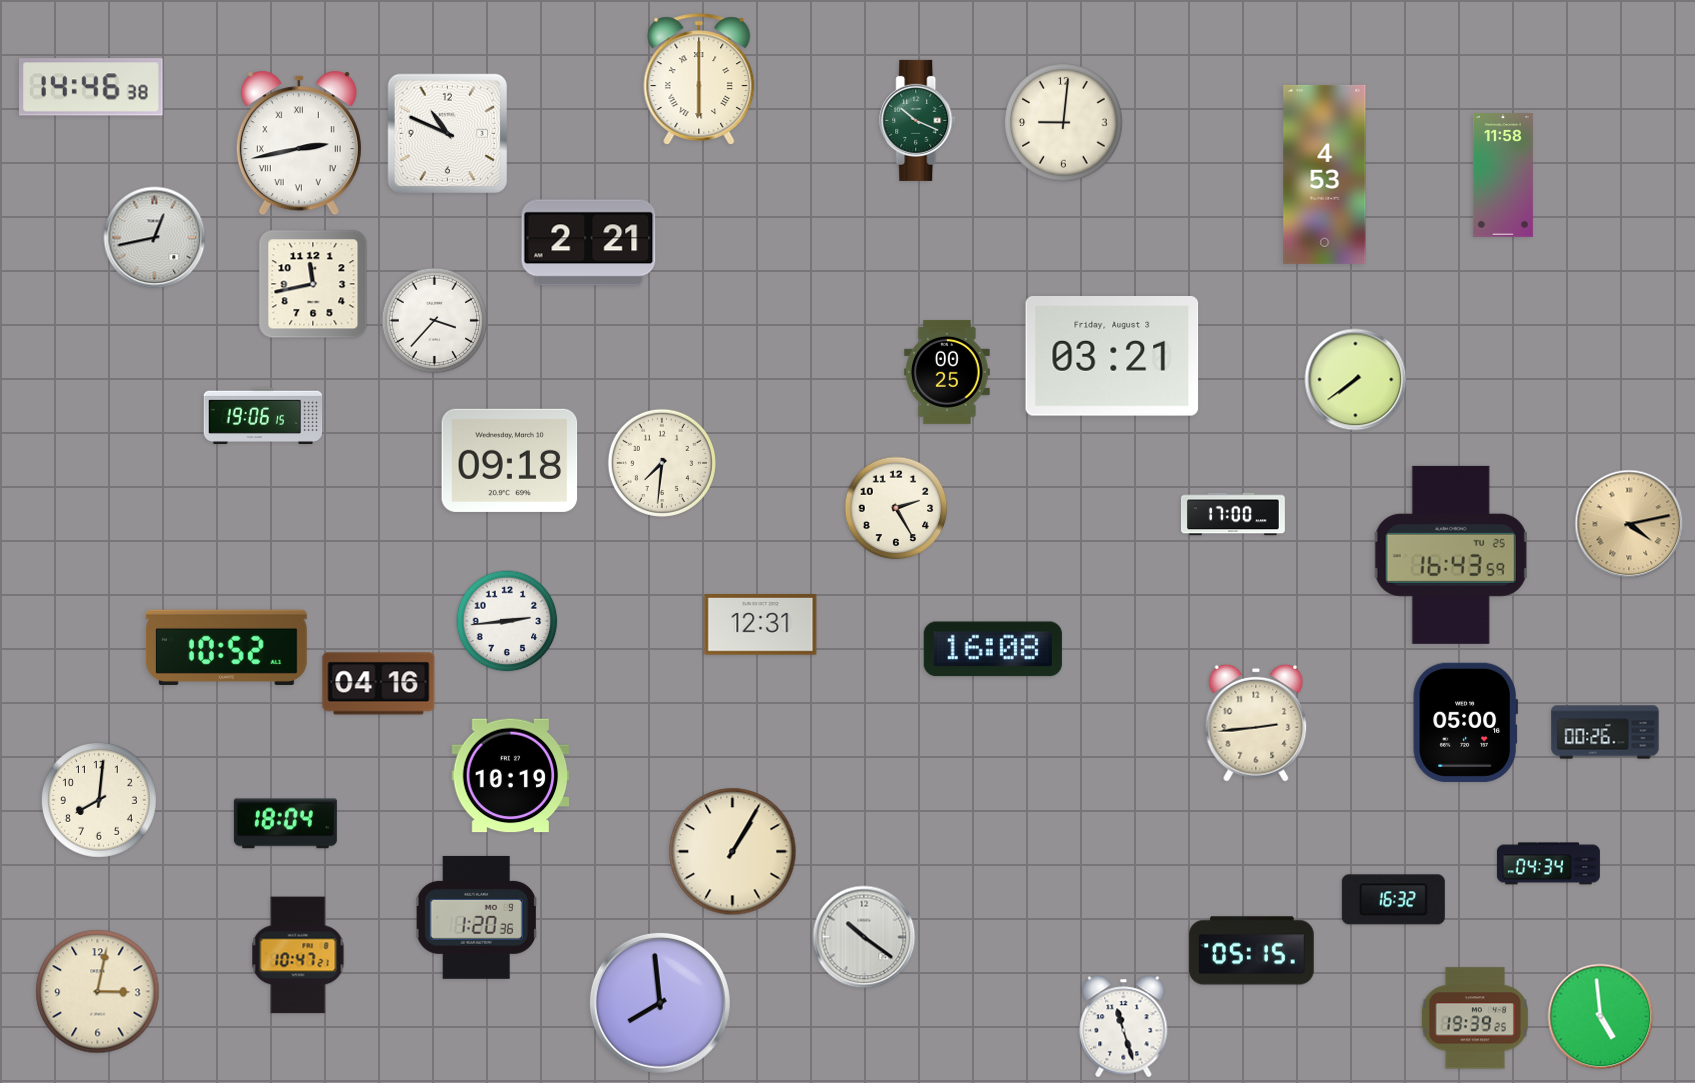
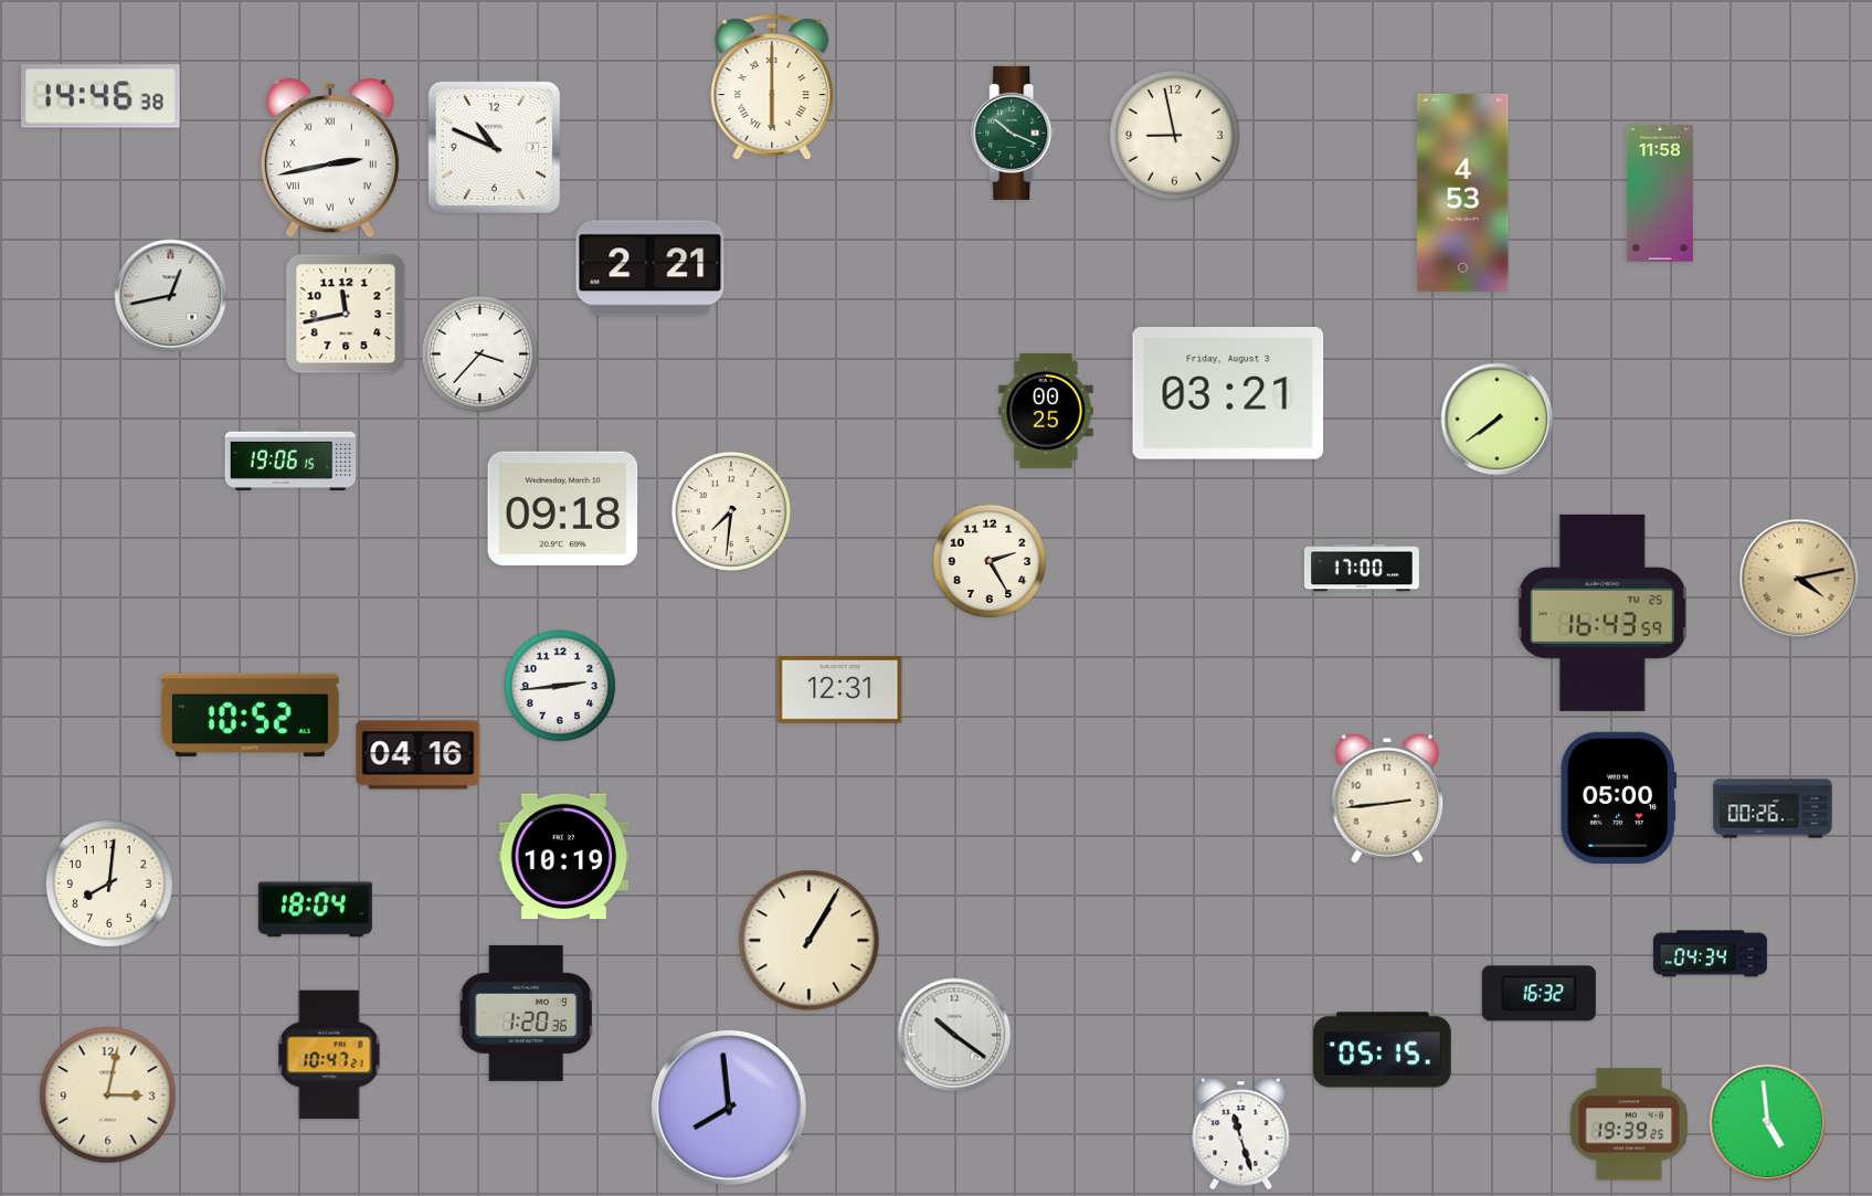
clock at (1064, 123): 9:01 -> 8:58
clock at (155, 238) position: (155, 238) -> (171, 296)
clock at (993, 649): 16:08 -> none
